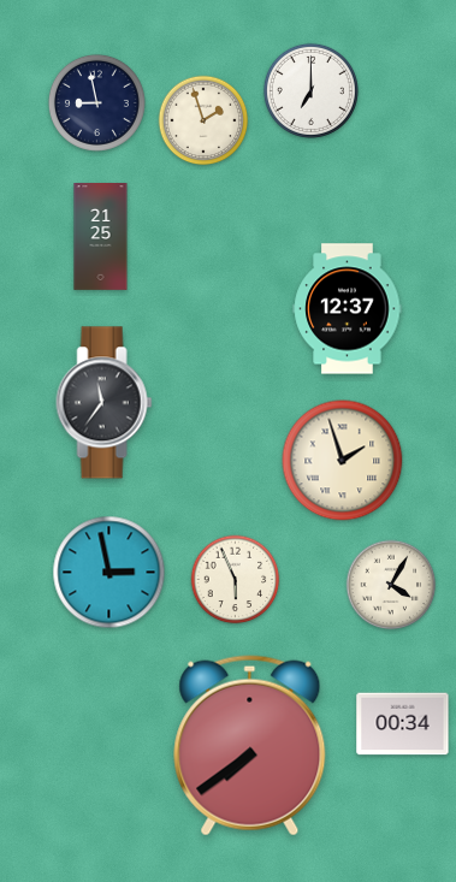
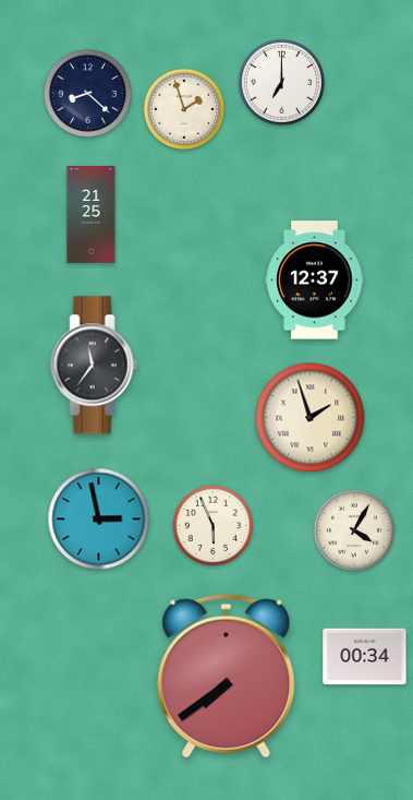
clock at (96, 102): 8:58 -> 8:22
